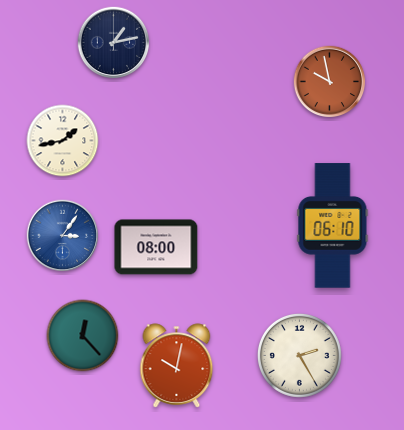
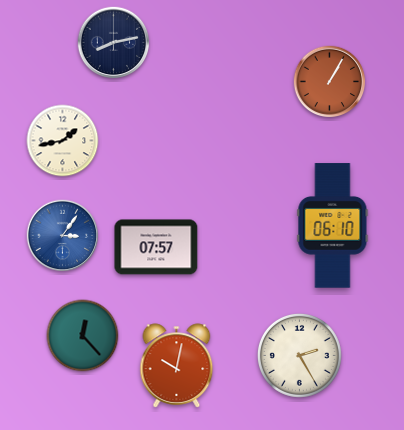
clock at (114, 43): 1:13 -> 8:13
clock at (330, 82): 9:58 -> 1:05
clock at (156, 247): 08:00 -> 07:57
